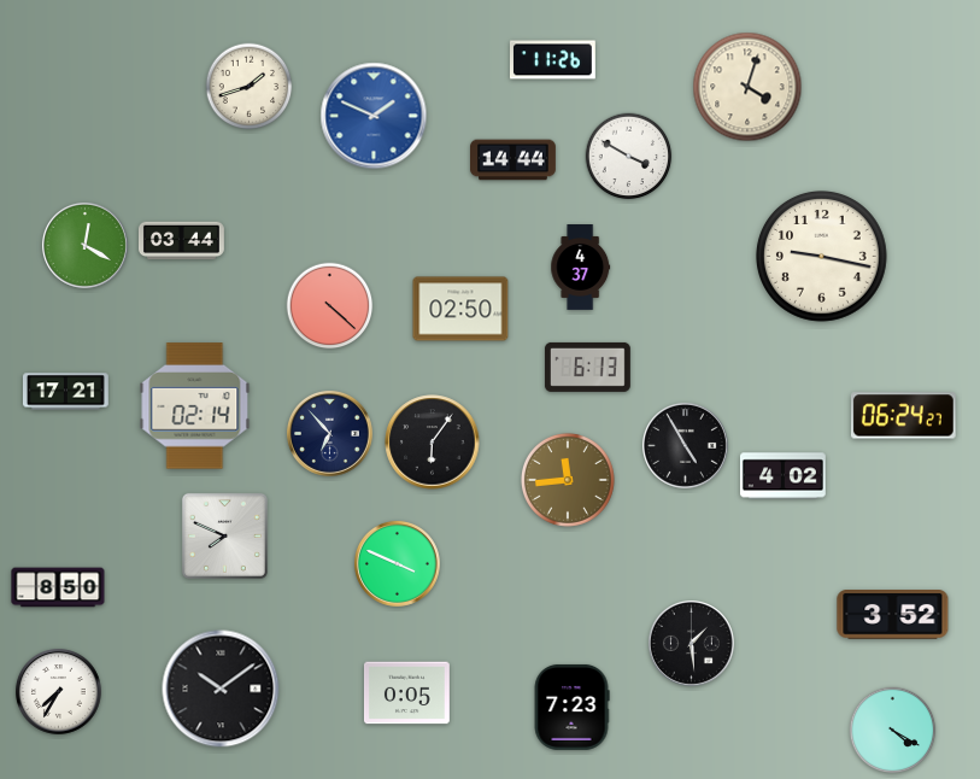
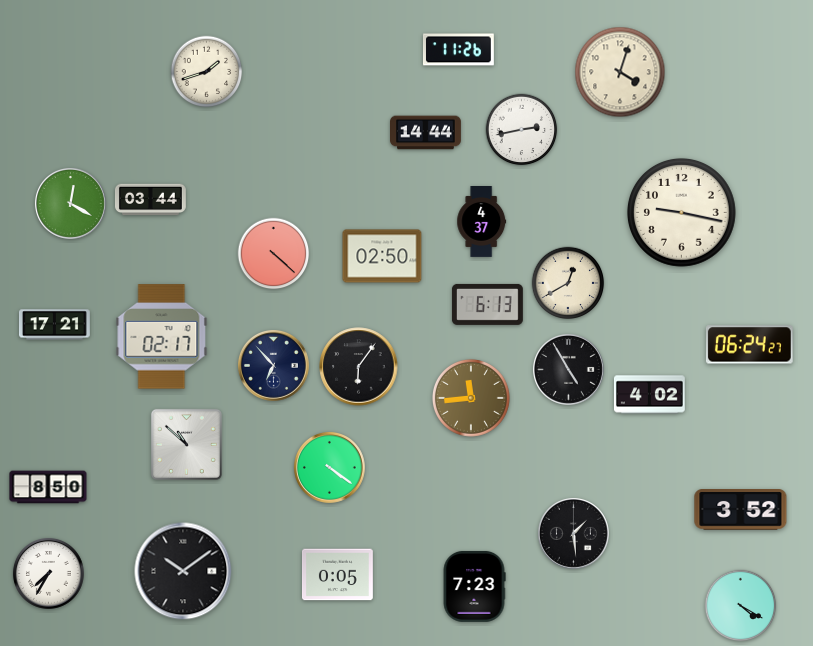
clock at (374, 116): 1:49 -> none
clock at (629, 157): 3:50 -> 2:43
clock at (568, 283): none -> 12:40
clock at (195, 406): 02:14 -> 02:17
clock at (329, 433) position: (329, 433) -> (273, 365)
clock at (224, 535): 7:49 -> 10:52
clock at (397, 563): 3:49 -> 4:21
